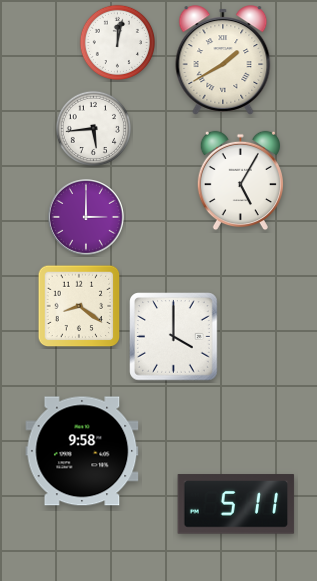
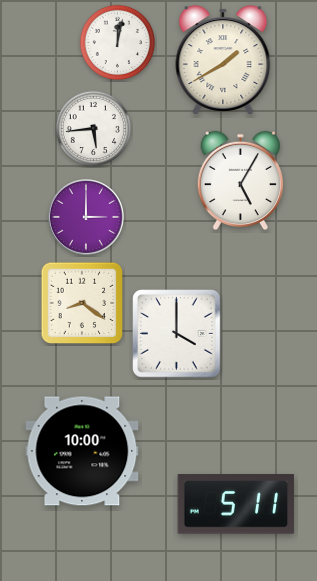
clock at (79, 306) position: (79, 306) -> (82, 303)
clock at (174, 337) position: (174, 337) -> (177, 334)
clock at (82, 451): 9:58 -> 10:00
